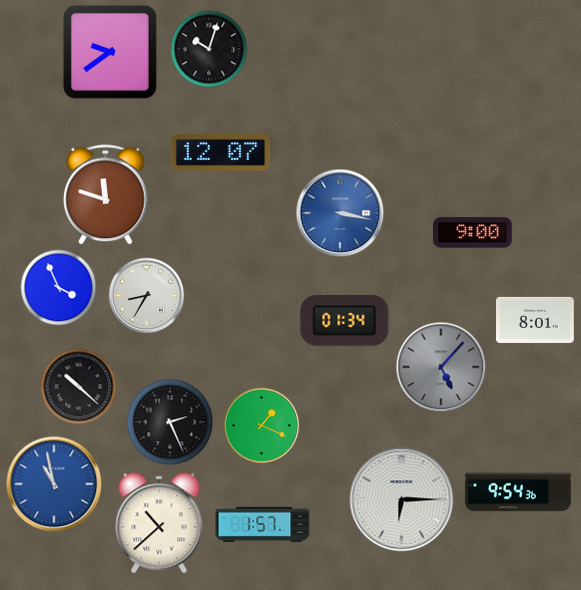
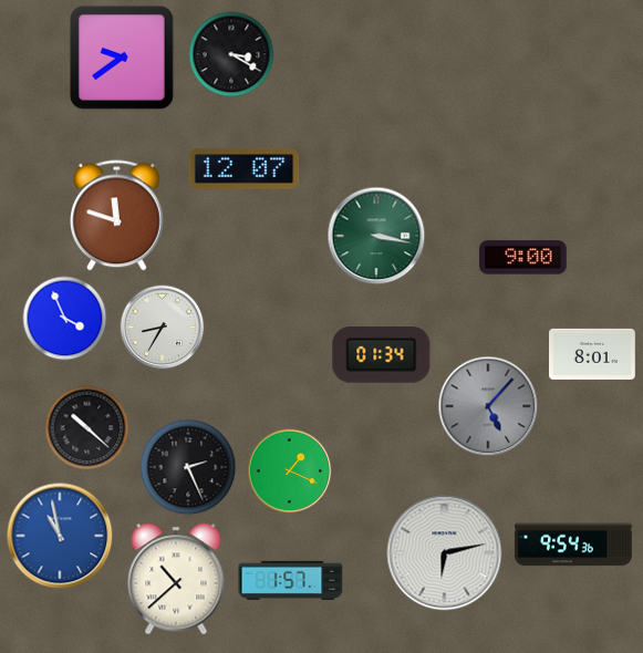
clock at (209, 49): 10:03 -> 3:20
clock at (340, 213) dial: blue -> green
clock at (402, 500): 6:15 -> 6:13
